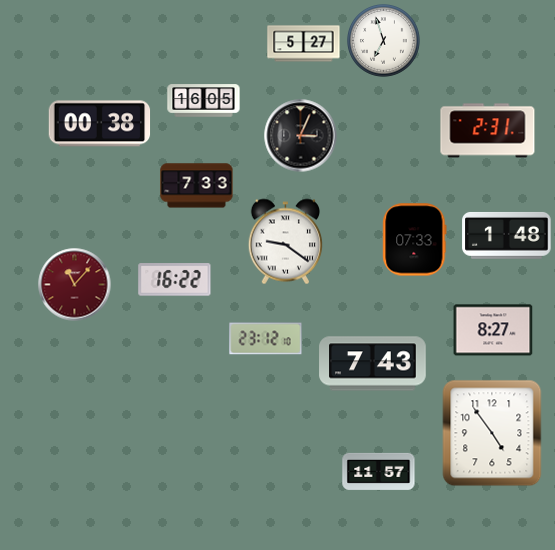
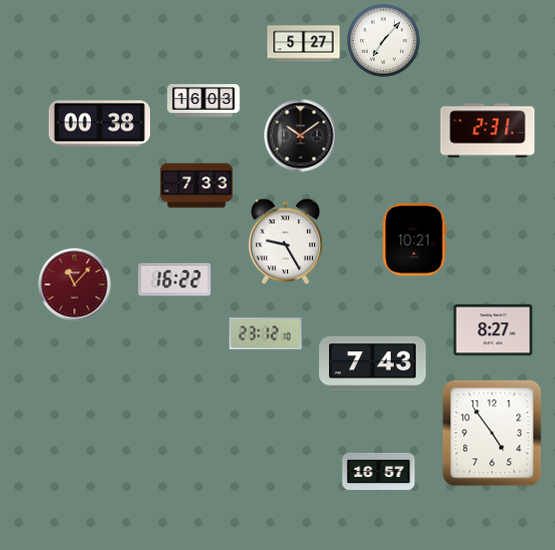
clock at (384, 41): 6:57 -> 7:07
clock at (204, 101): 16:05 -> 16:03
clock at (301, 136): 3:04 -> 10:09
clock at (507, 235): 1:48 -> none
clock at (415, 240): 07:33 -> 10:21
clock at (285, 242): 9:21 -> 9:25
clock at (266, 339) position: (266, 339) -> (266, 334)
clock at (379, 471): 11:57 -> 16:57
